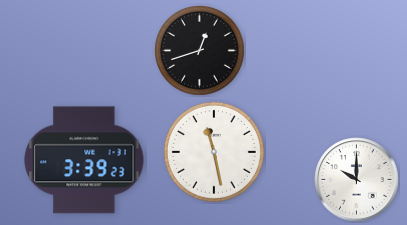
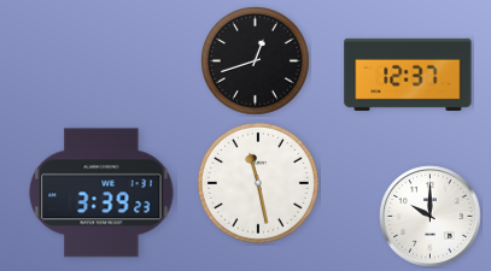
clock at (200, 51) position: (200, 51) -> (256, 61)
clock at (408, 75): none -> 12:37
